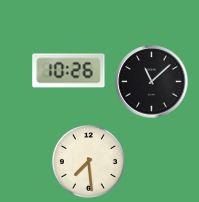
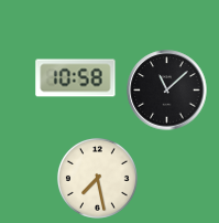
clock at (69, 71): 10:26 -> 10:58
clock at (88, 161): 7:29 -> 7:28
